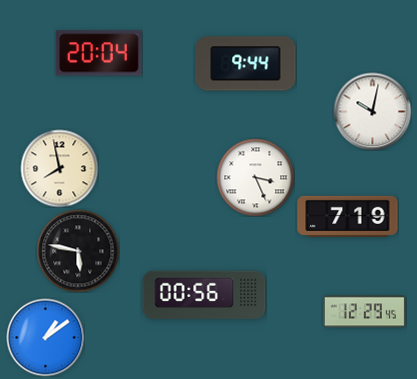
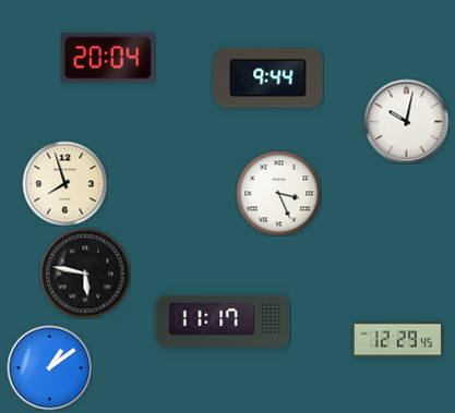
clock at (246, 64) position: (246, 64) -> (268, 78)
clock at (59, 168): 7:58 -> 7:57
clock at (348, 216): 7:19 -> none
clock at (204, 294): 00:56 -> 11:17
